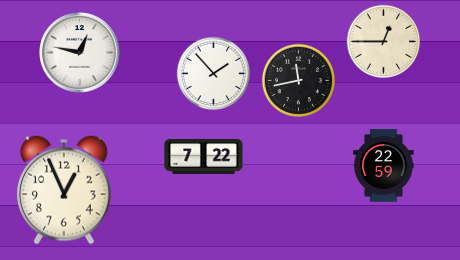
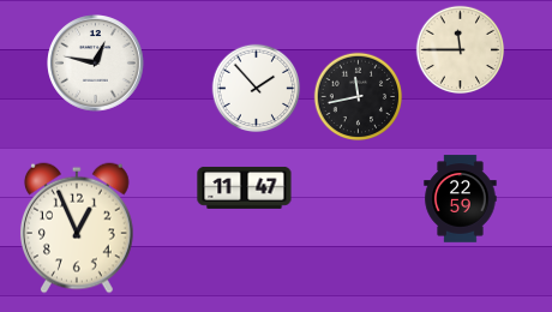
clock at (384, 42): 12:45 -> 11:45
clock at (204, 157): 7:22 -> 11:47
